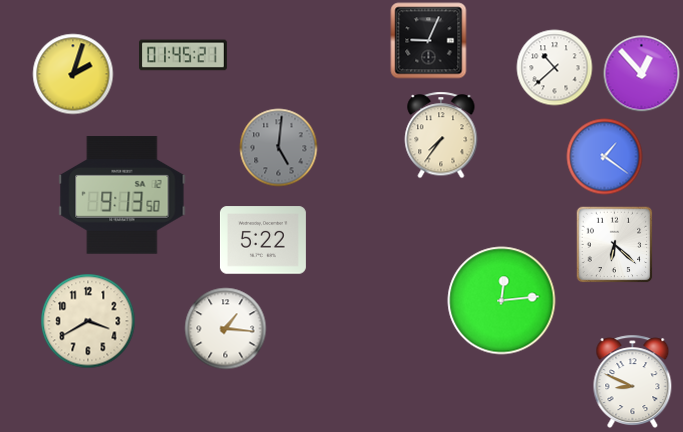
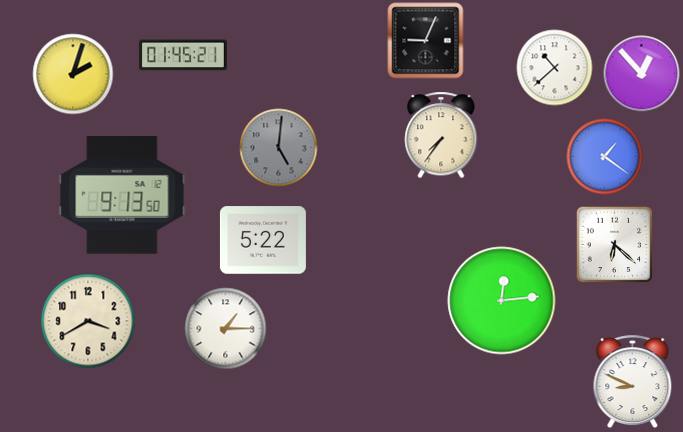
clock at (429, 41) position: (429, 41) -> (426, 41)
clock at (226, 329): 1:16 -> 1:15
